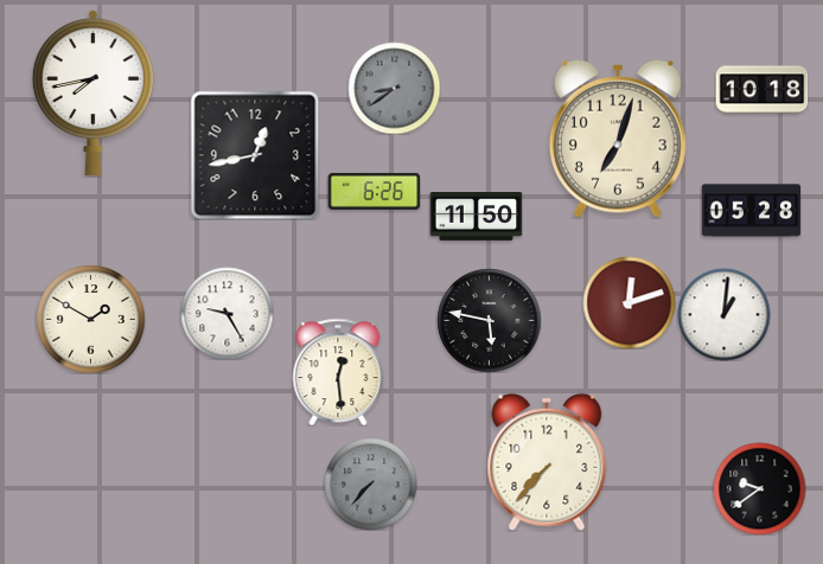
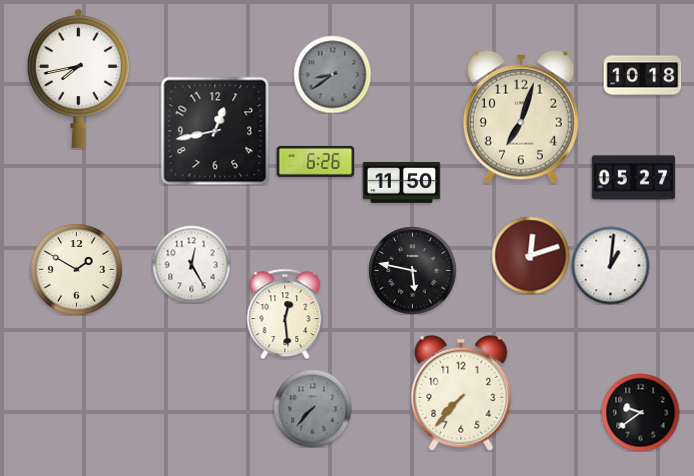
clock at (751, 211): 05:28 -> 05:27
clock at (227, 313): 9:25 -> 12:25
clock at (547, 462) position: (547, 462) -> (461, 393)
